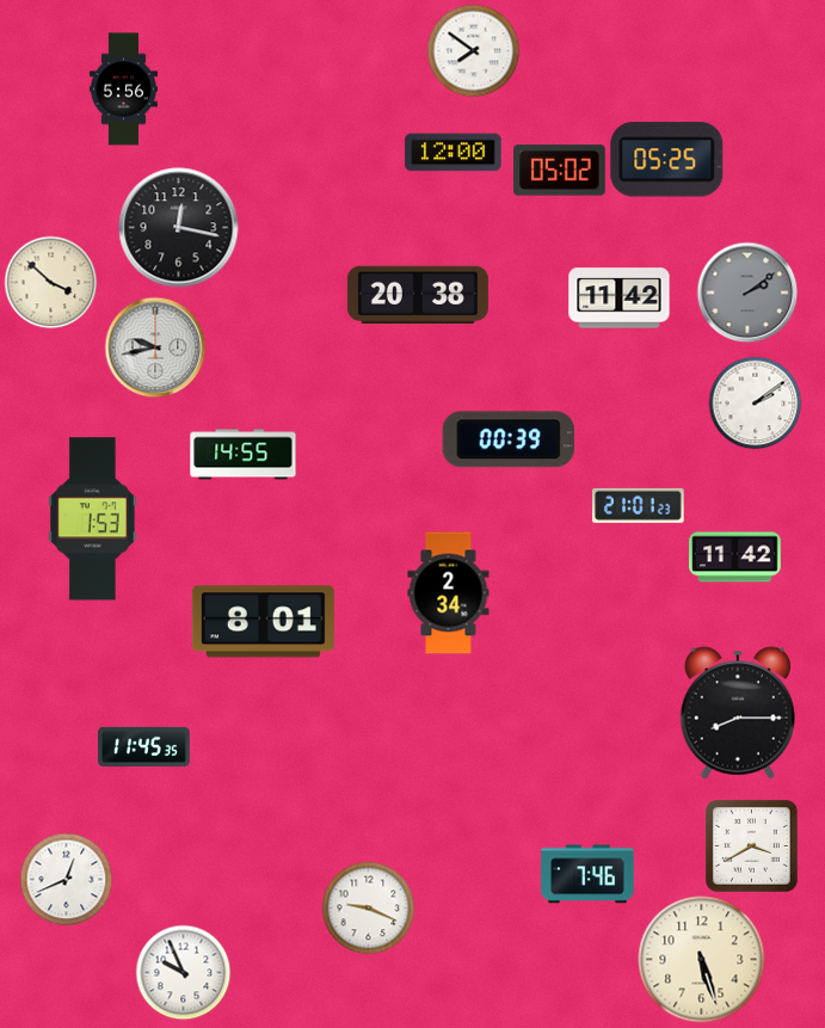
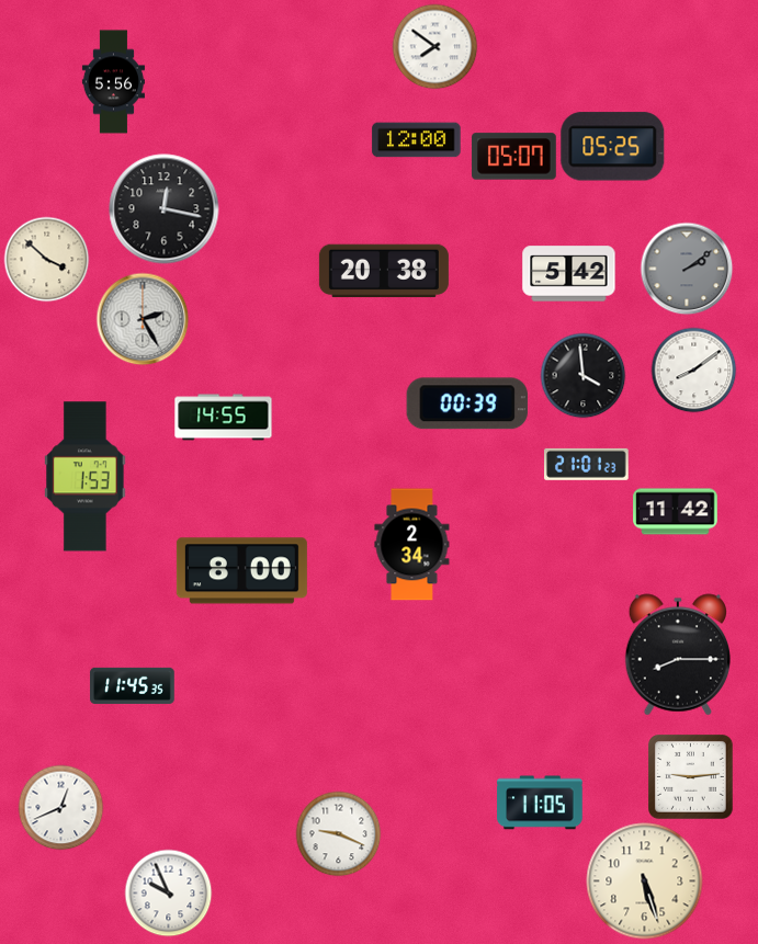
clock at (560, 171): 05:02 -> 05:07
clock at (620, 298): 11:42 -> 5:42
clock at (155, 347): 9:43 -> 2:25
clock at (755, 402): 2:09 -> 8:09
clock at (582, 375): none -> 3:59
clock at (263, 622): 8:01 -> 8:00
clock at (752, 847): 3:40 -> 9:14
clock at (587, 874): 7:46 -> 11:05
